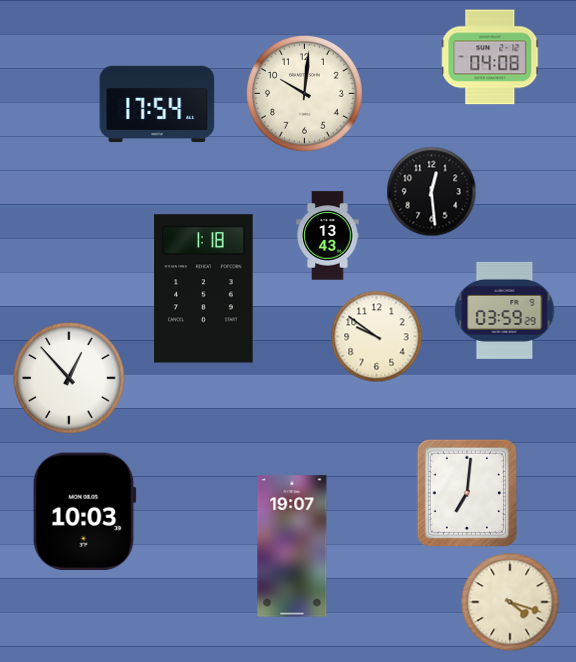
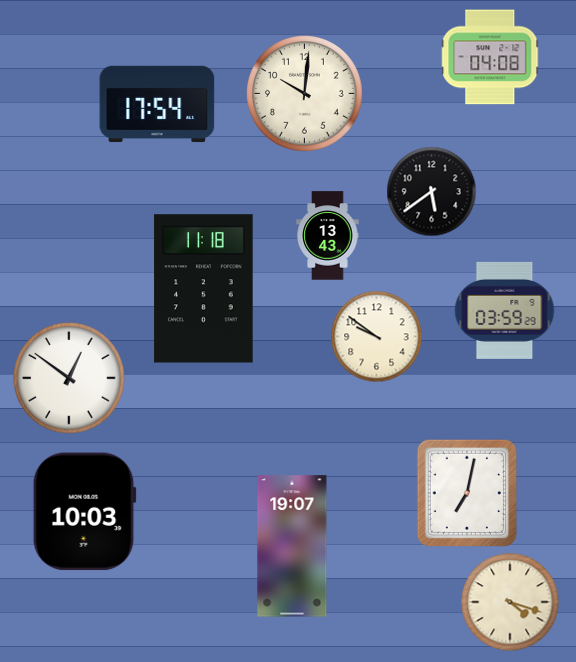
clock at (431, 191): 12:29 -> 5:39
clock at (204, 289): 1:18 -> 11:18
clock at (69, 378): 12:53 -> 12:51
clock at (466, 492): 7:01 -> 7:02
